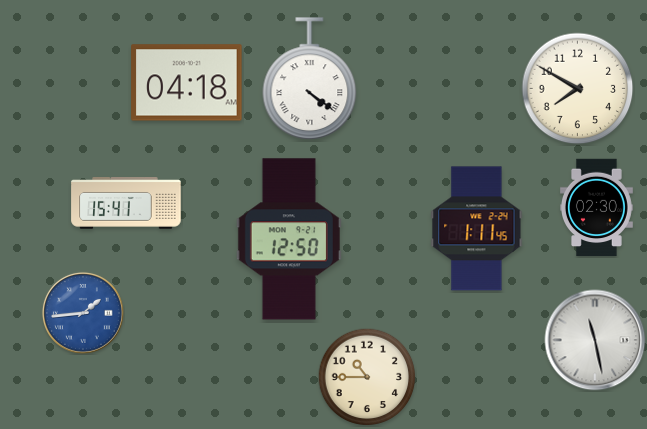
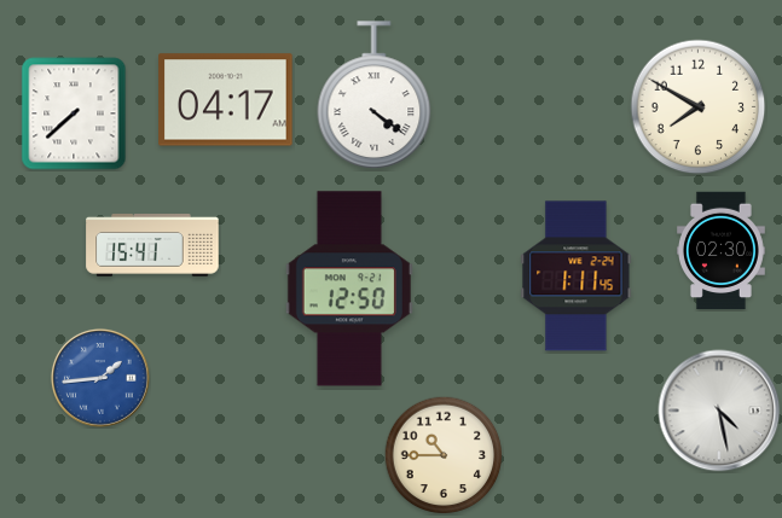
clock at (187, 83): 04:18 -> 04:17
clock at (74, 114): none -> 7:38
clock at (595, 340): 11:28 -> 4:28
